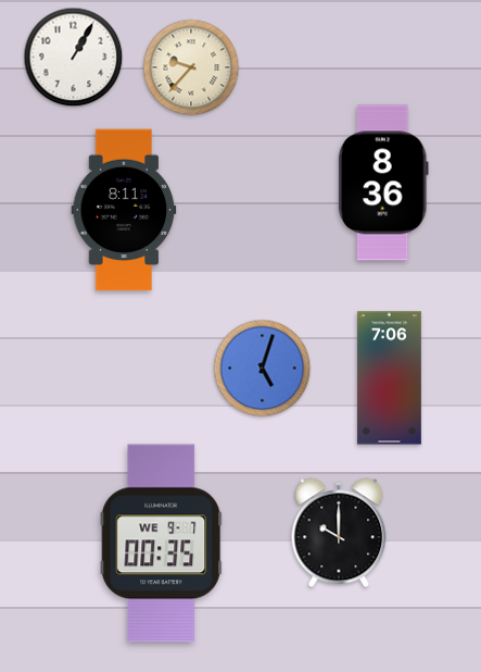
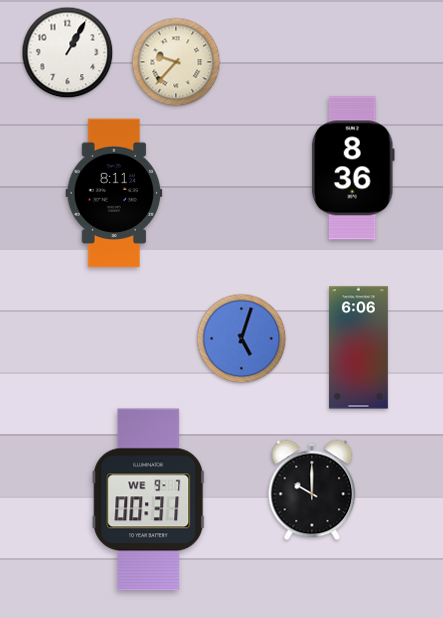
clock at (389, 378): 7:06 -> 6:06
clock at (162, 544): 00:35 -> 00:31
